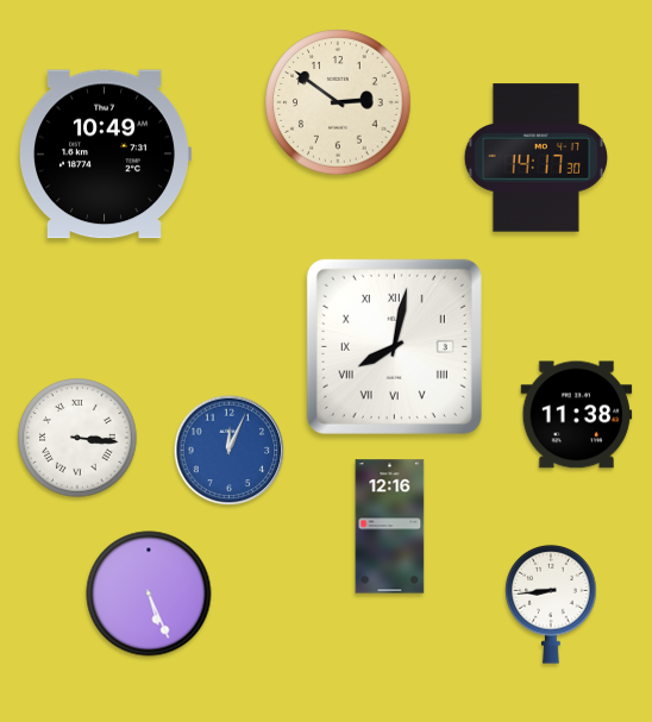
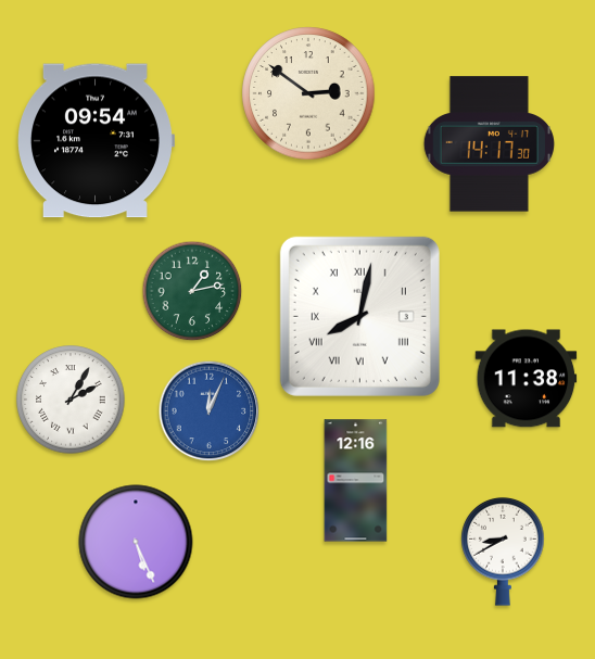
clock at (106, 155): 10:49 -> 09:54
clock at (192, 291): none -> 1:13
clock at (77, 438): 3:16 -> 2:05
clock at (551, 604): 8:44 -> 8:40
